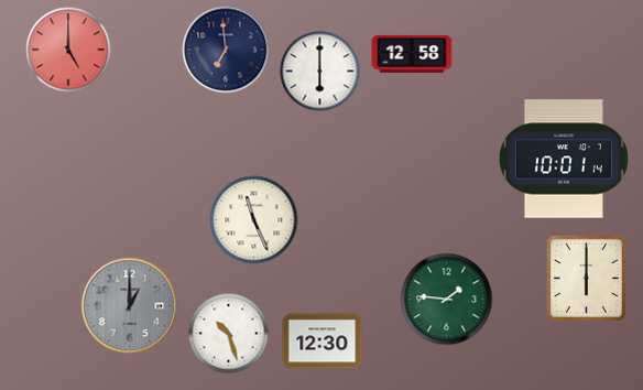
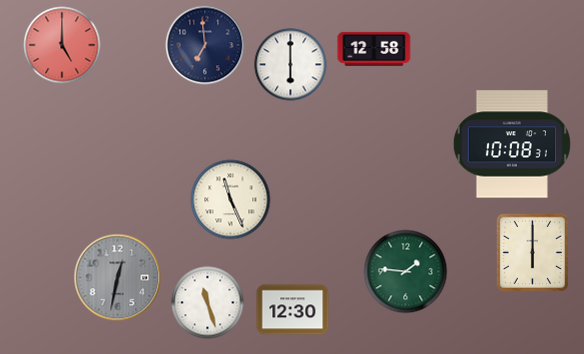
clock at (564, 159): 10:01 -> 10:08
clock at (130, 306): 1:00 -> 12:32
clock at (229, 334): 10:27 -> 11:27
